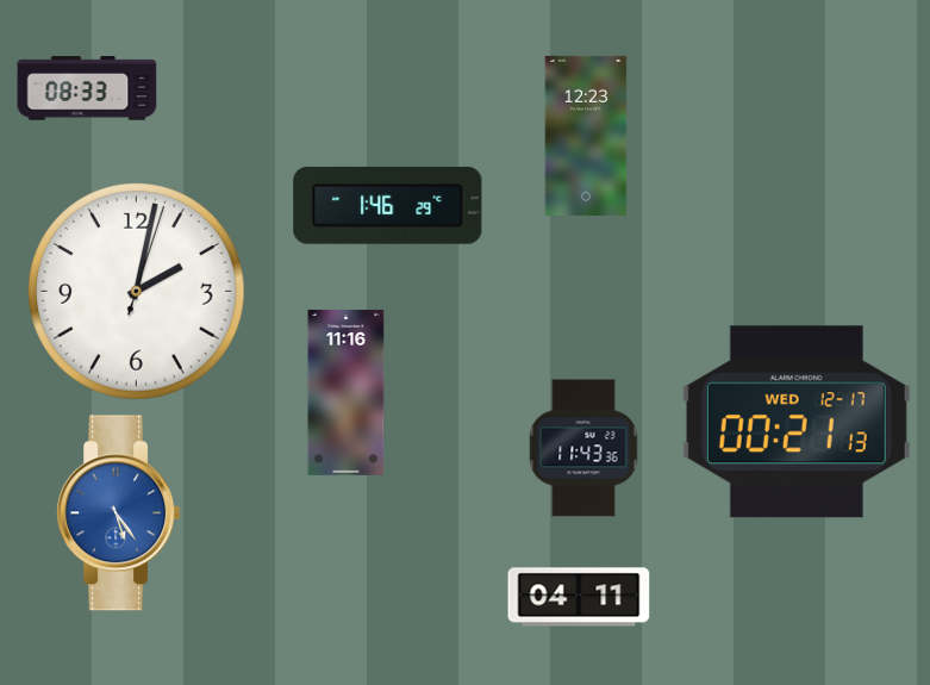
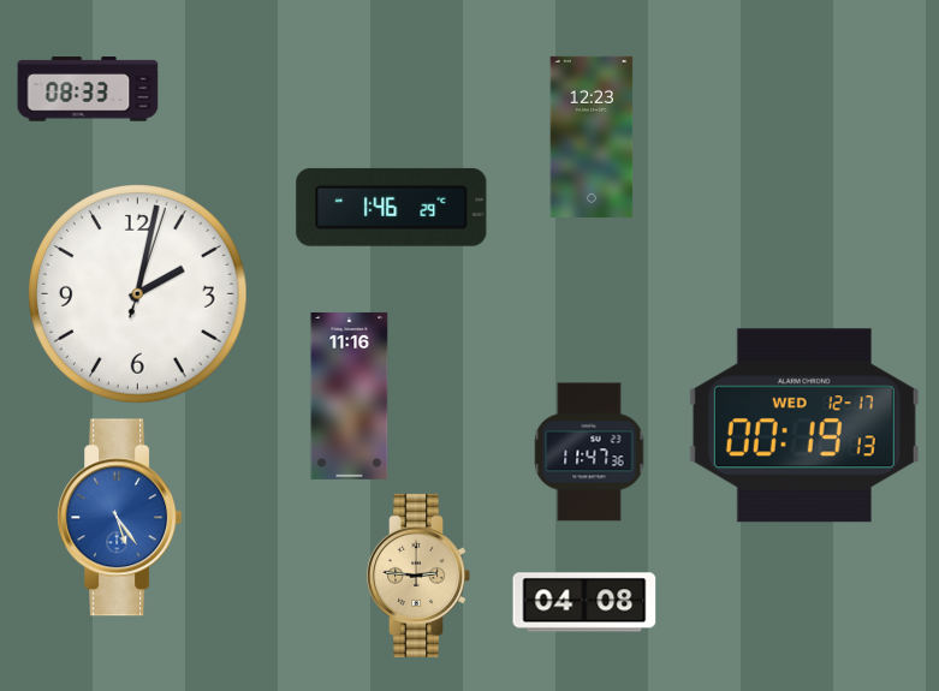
clock at (797, 422): 00:21 -> 00:19
clock at (583, 448): 11:43 -> 11:47
clock at (418, 576): none -> 2:46
clock at (579, 597): 04:11 -> 04:08
